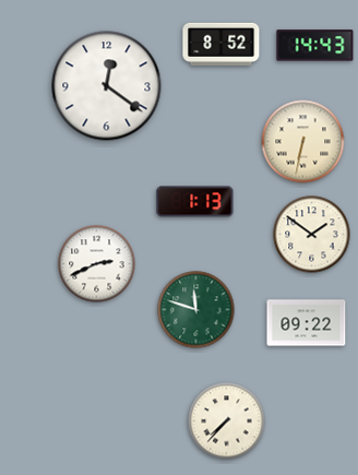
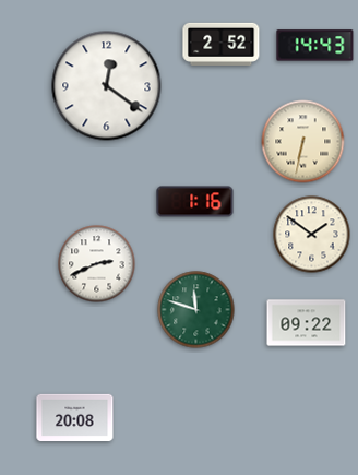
clock at (222, 44): 8:52 -> 2:52
clock at (195, 202): 1:13 -> 1:16
clock at (75, 418): none -> 20:08
clock at (227, 421): 7:37 -> none
